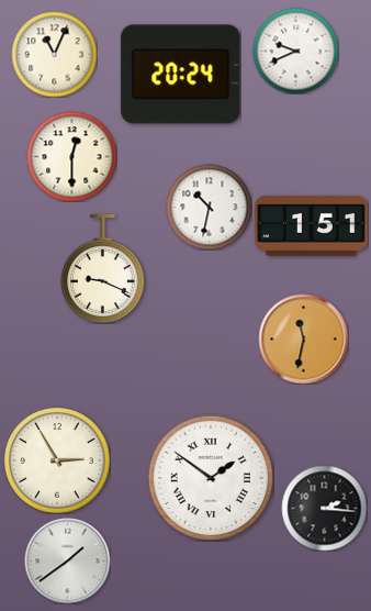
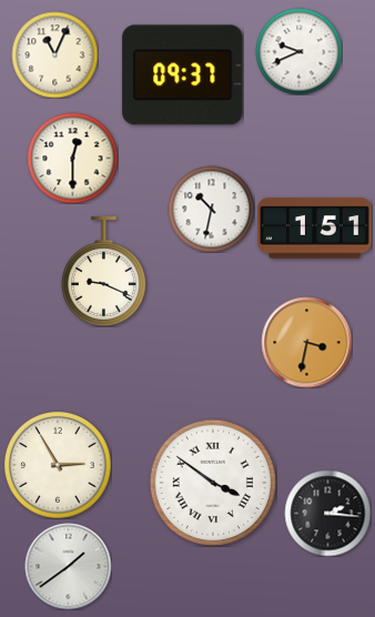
clock at (181, 75): 20:24 -> 09:37
clock at (303, 338): 11:32 -> 3:32
clock at (211, 478): 1:51 -> 3:51
